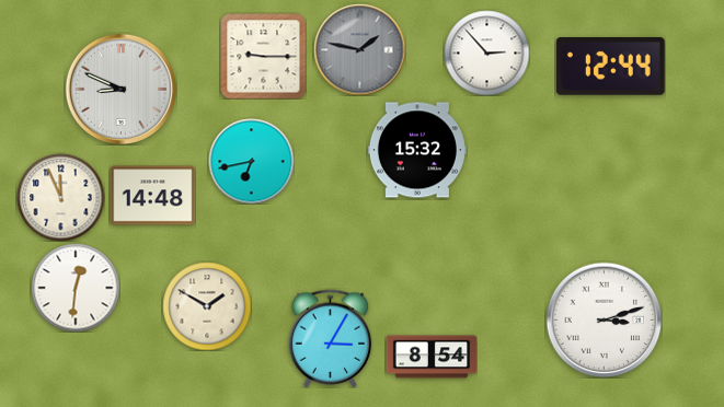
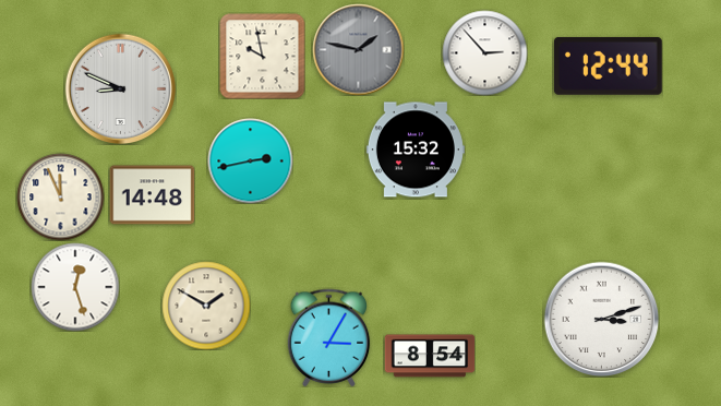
clock at (263, 56): 9:15 -> 9:58
clock at (251, 161): 6:43 -> 2:43
clock at (76, 288): 12:31 -> 12:27
